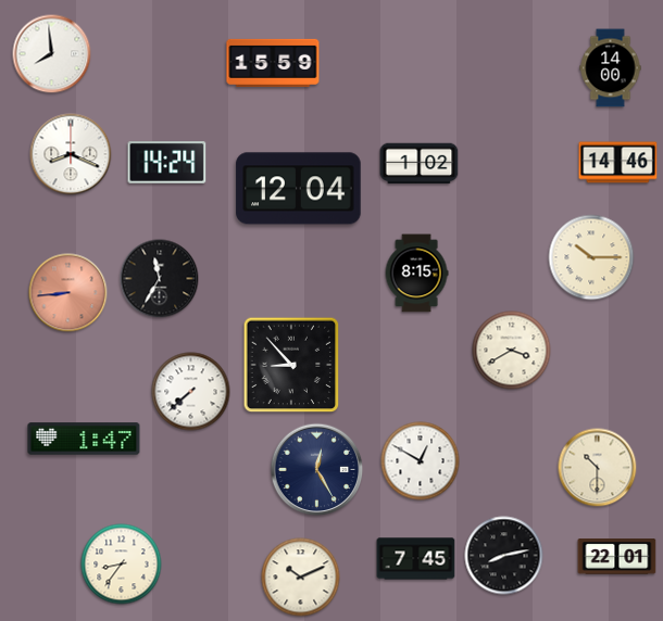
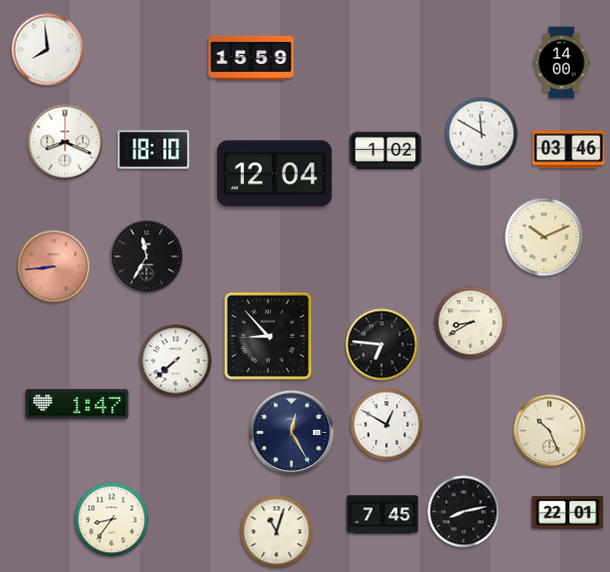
clock at (482, 134): none -> 11:50
clock at (167, 163): 14:24 -> 18:10
clock at (618, 163): 14:46 -> 03:46
clock at (591, 257): 10:15 -> 10:11
clock at (416, 274): 8:15 -> none
clock at (68, 293) position: (68, 293) -> (54, 267)
clock at (512, 351): 3:40 -> 8:40
clock at (382, 345): none -> 6:46
clock at (598, 468): 10:30 -> 10:26
clock at (301, 578): 10:11 -> 11:03
